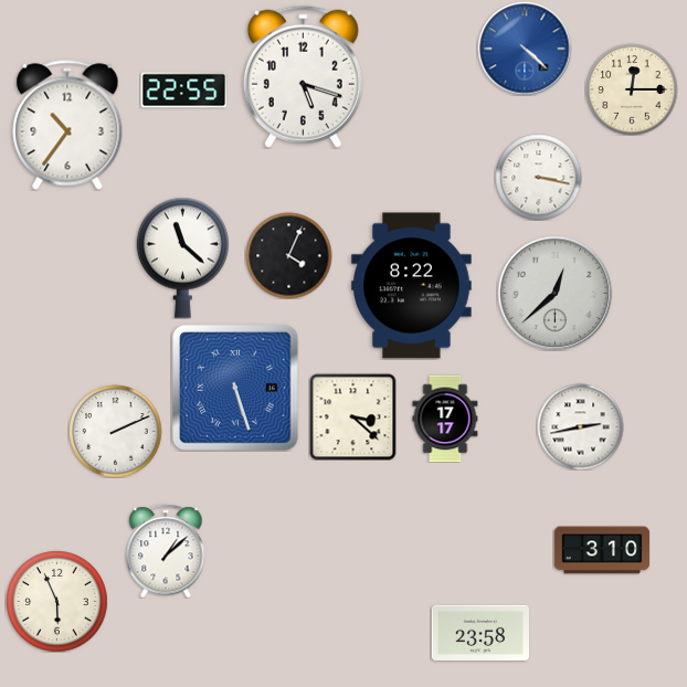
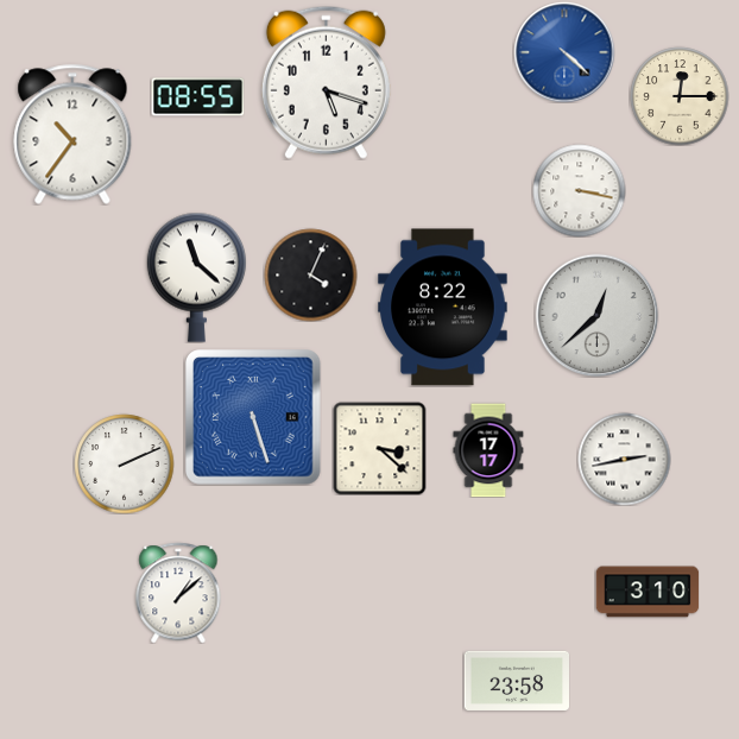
clock at (183, 91): 22:55 -> 08:55
clock at (445, 419) position: (445, 419) -> (488, 450)
clock at (57, 602): 5:56 -> none
